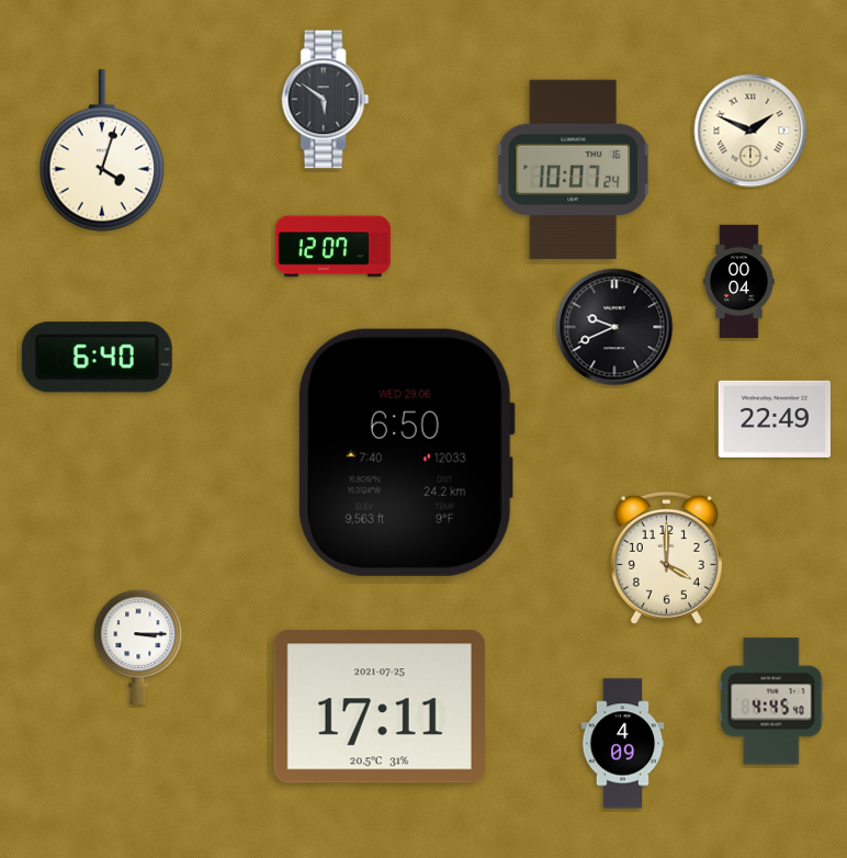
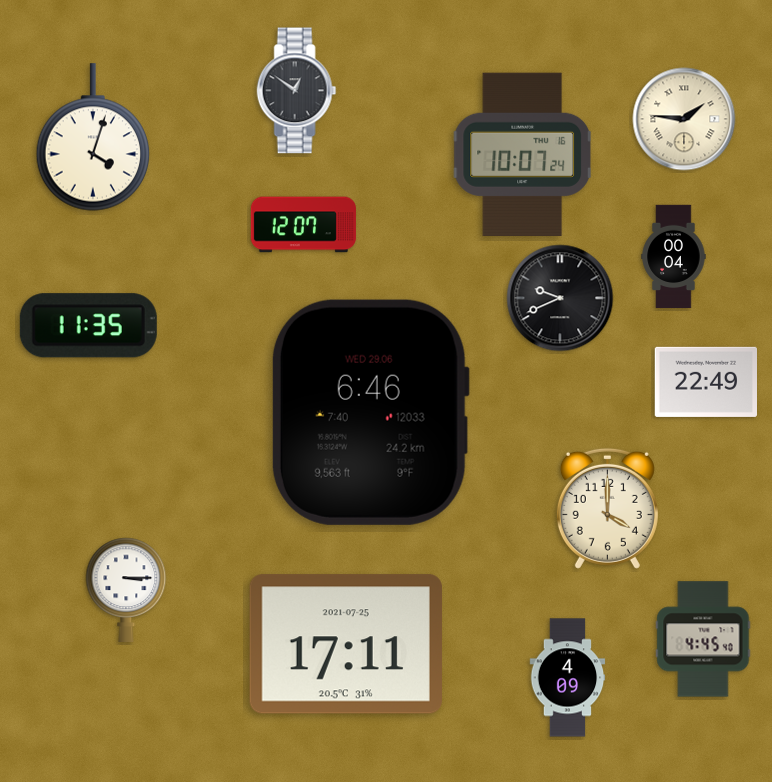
clock at (326, 100): 5:51 -> 12:51
clock at (750, 131): 1:49 -> 1:46
clock at (97, 358): 6:40 -> 11:35
clock at (406, 452): 6:50 -> 6:46
